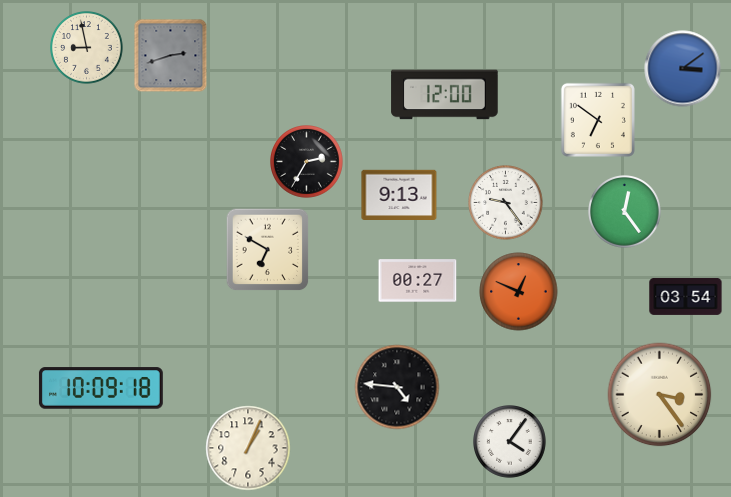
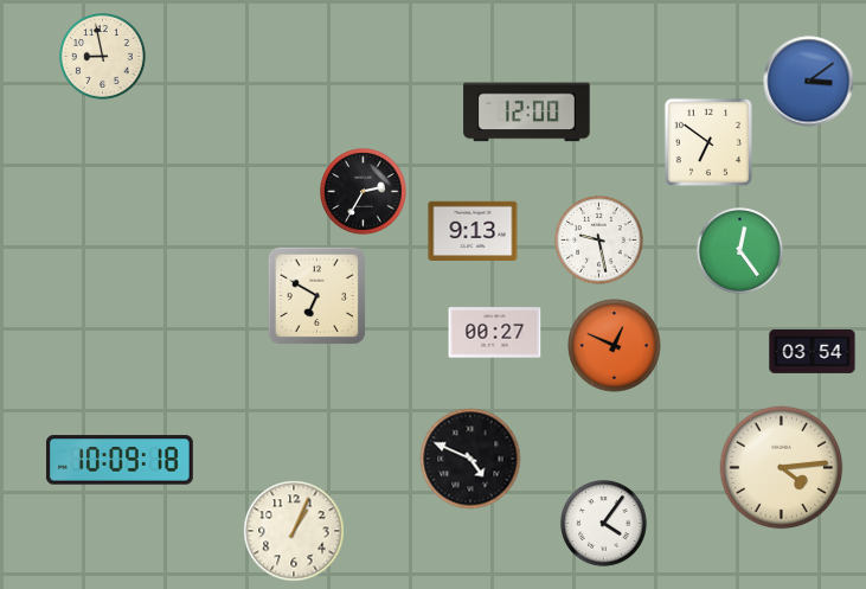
clock at (171, 56): 2:42 -> none
clock at (506, 203): 9:24 -> 9:28
clock at (397, 387): 4:46 -> 4:49
clock at (660, 395): 3:24 -> 4:14
